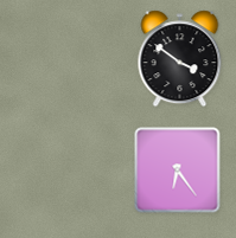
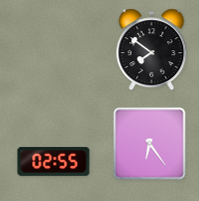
clock at (180, 59): 3:51 -> 7:51
clock at (54, 161): none -> 02:55
